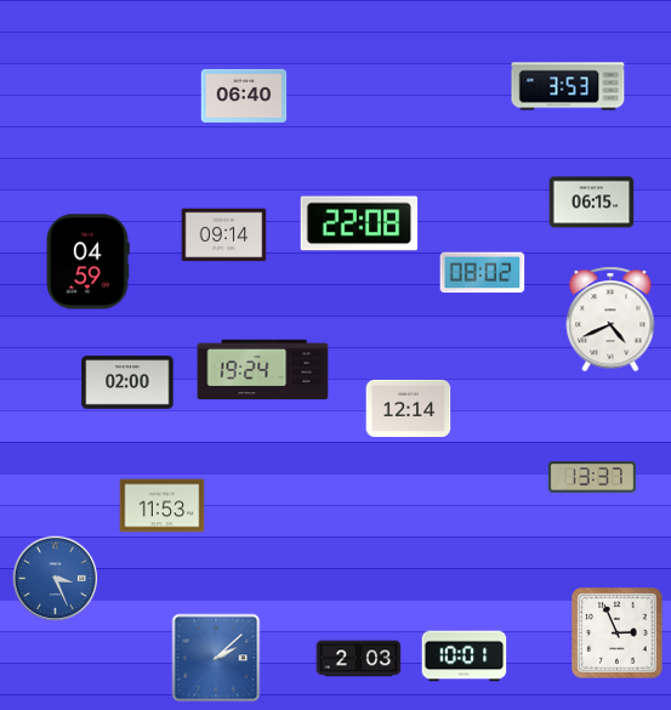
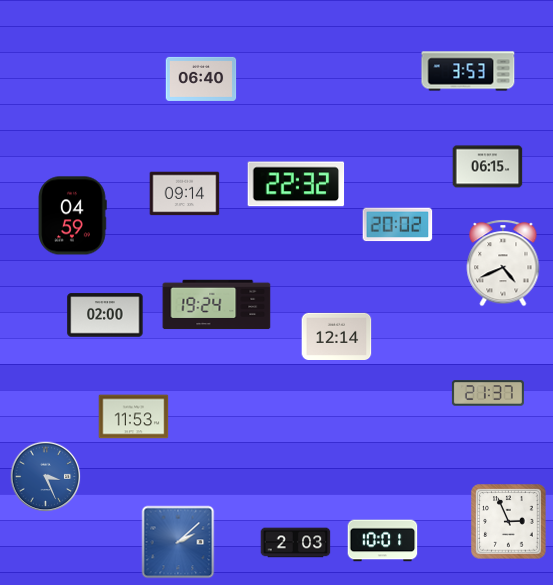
clock at (359, 223): 22:08 -> 22:32
clock at (483, 273): 08:02 -> 20:02
clock at (592, 477): 13:37 -> 21:37
